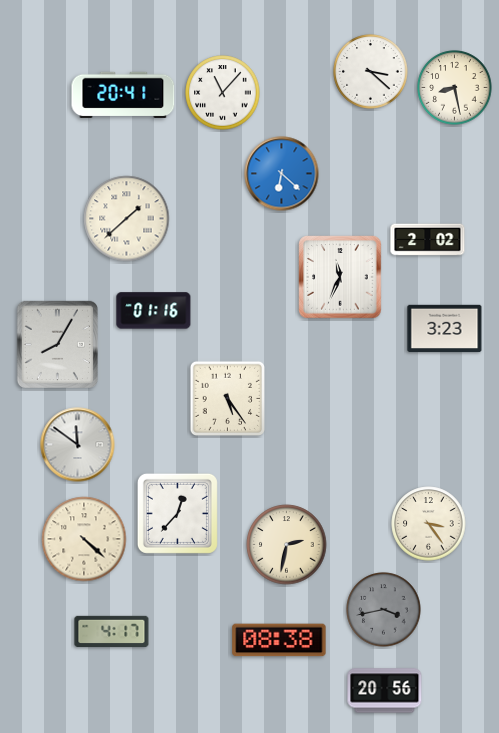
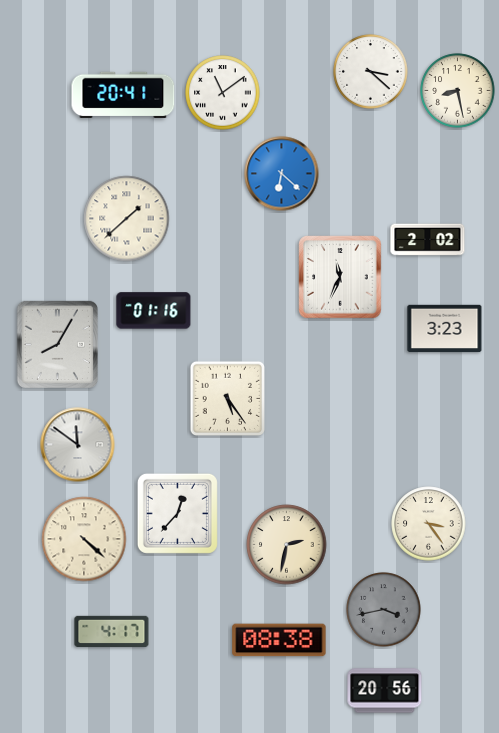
clock at (455, 88) position: (455, 88) -> (458, 91)
clock at (223, 93): 11:07 -> 11:09
